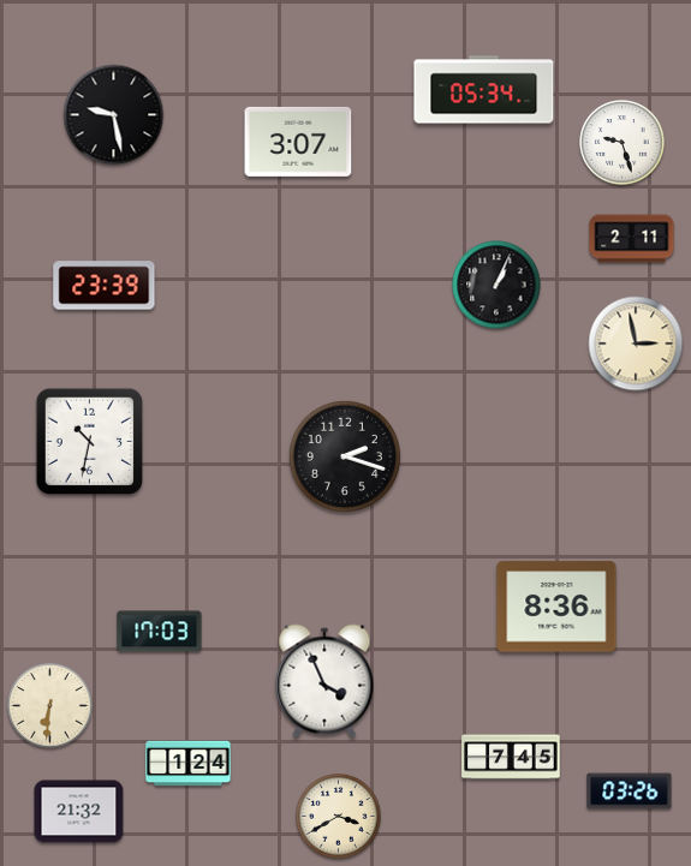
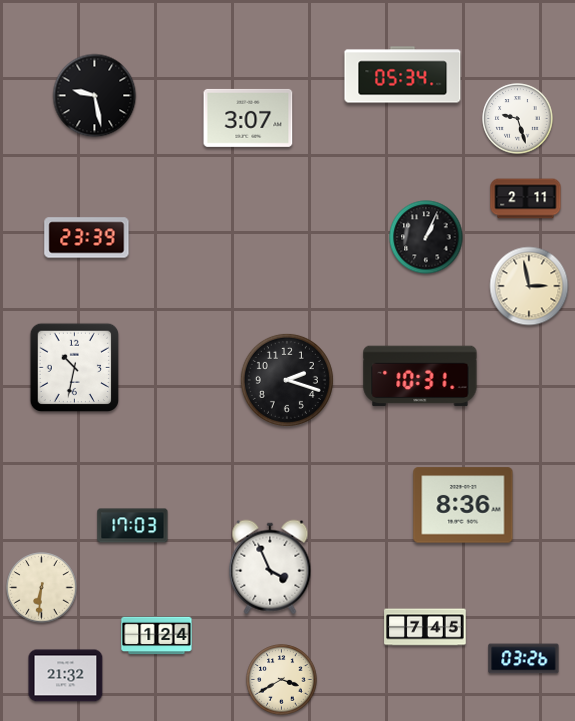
clock at (496, 285) position: (496, 285) -> (426, 237)
clock at (420, 376): none -> 10:31
clock at (511, 757) position: (511, 757) -> (425, 627)
